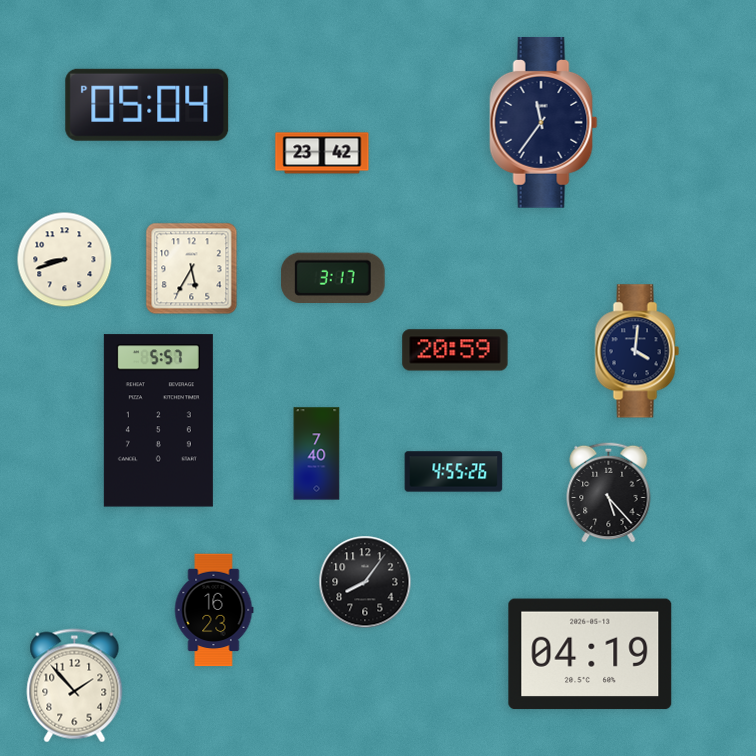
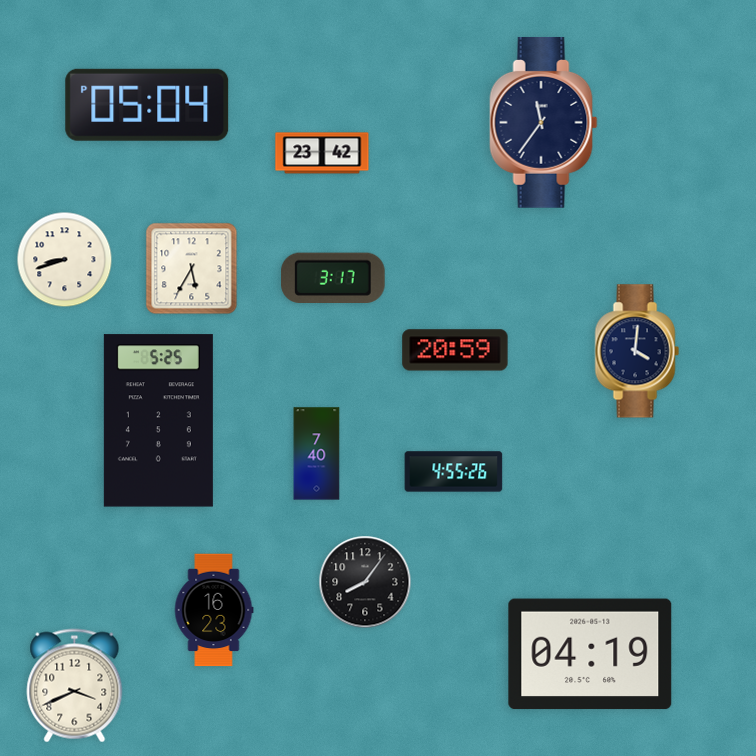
clock at (158, 421): 5:57 -> 5:25
clock at (609, 492): 5:23 -> none
clock at (75, 686): 1:53 -> 3:41
